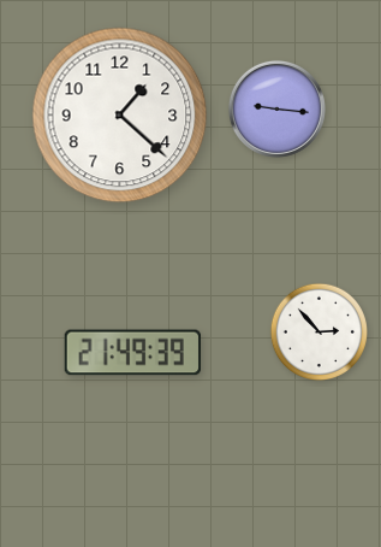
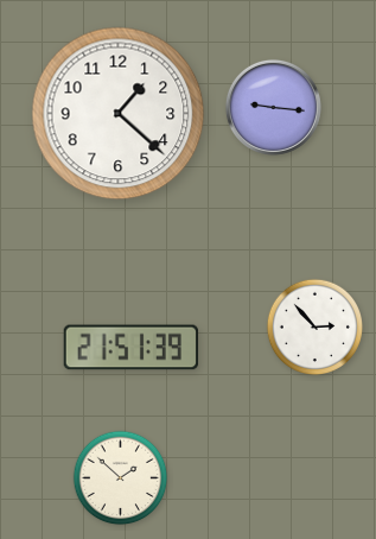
clock at (132, 353): 21:49 -> 21:51
clock at (121, 478): none -> 1:52
